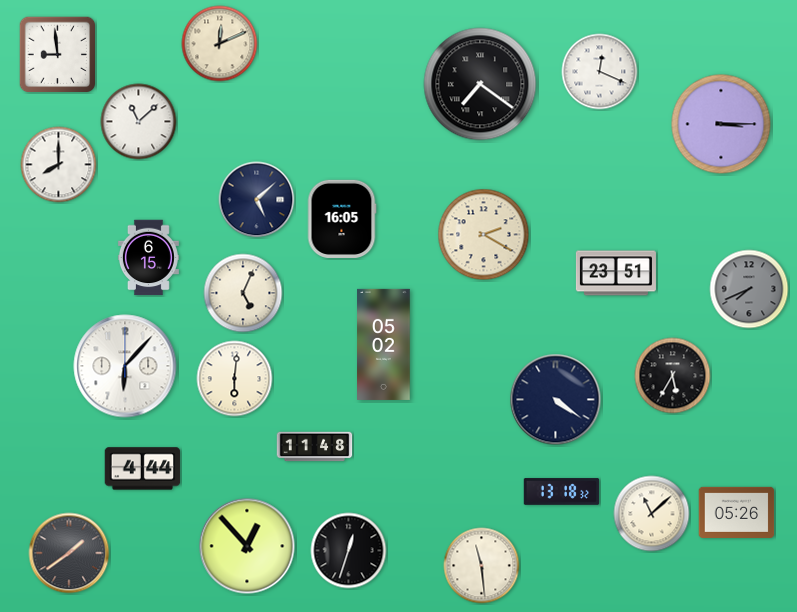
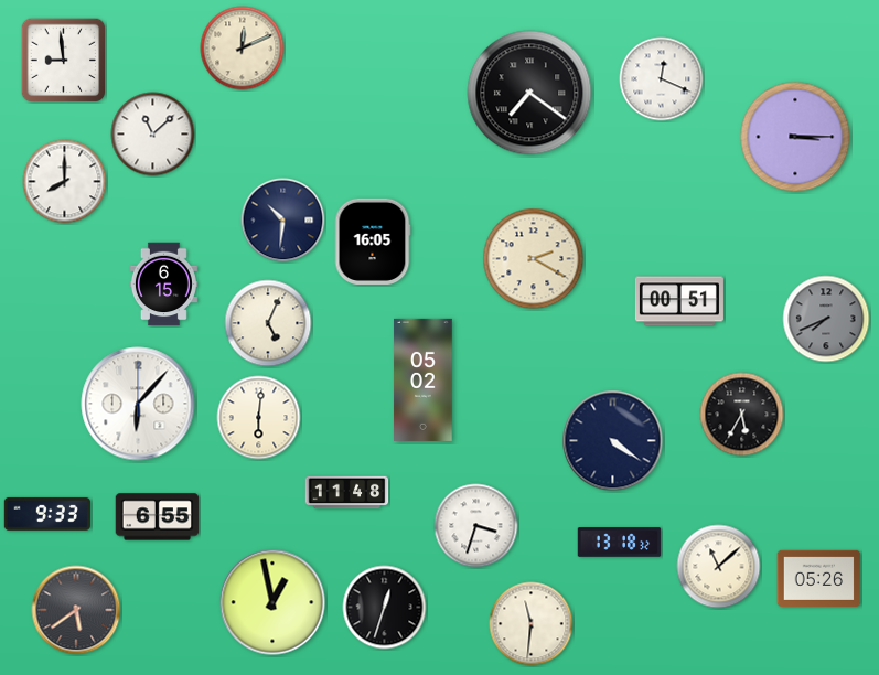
clock at (257, 200): 5:08 -> 10:31
clock at (342, 219) position: (342, 219) -> (373, 242)
clock at (616, 273): 23:51 -> 00:51
clock at (47, 514): none -> 9:33
clock at (143, 469): 4:44 -> 6:55
clock at (476, 526): none -> 3:33
clock at (737, 512) position: (737, 512) -> (819, 578)
clock at (247, 546): 12:53 -> 12:58
clock at (69, 553): 1:39 -> 5:39
clock at (482, 566): 11:29 -> 11:31
